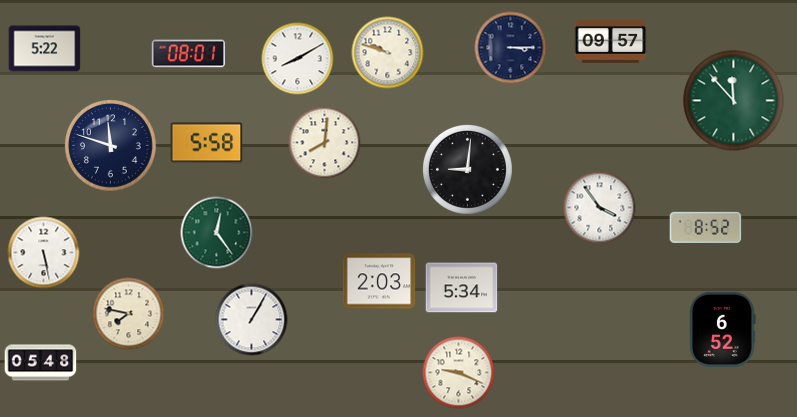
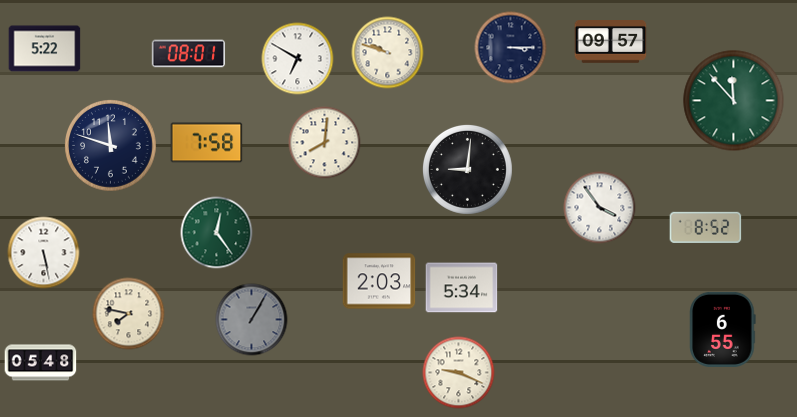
clock at (298, 59): 8:10 -> 6:50
clock at (207, 143): 5:58 -> 7:58
clock at (252, 320) dial: white -> grey
clock at (723, 329): 6:52 -> 6:55
